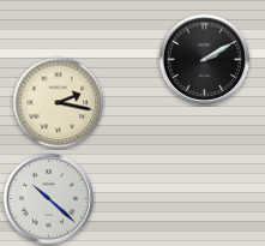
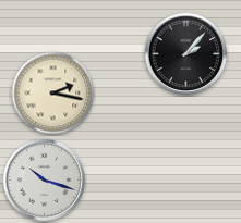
clock at (205, 60): 2:10 -> 2:07
clock at (49, 199): 10:22 -> 10:18
